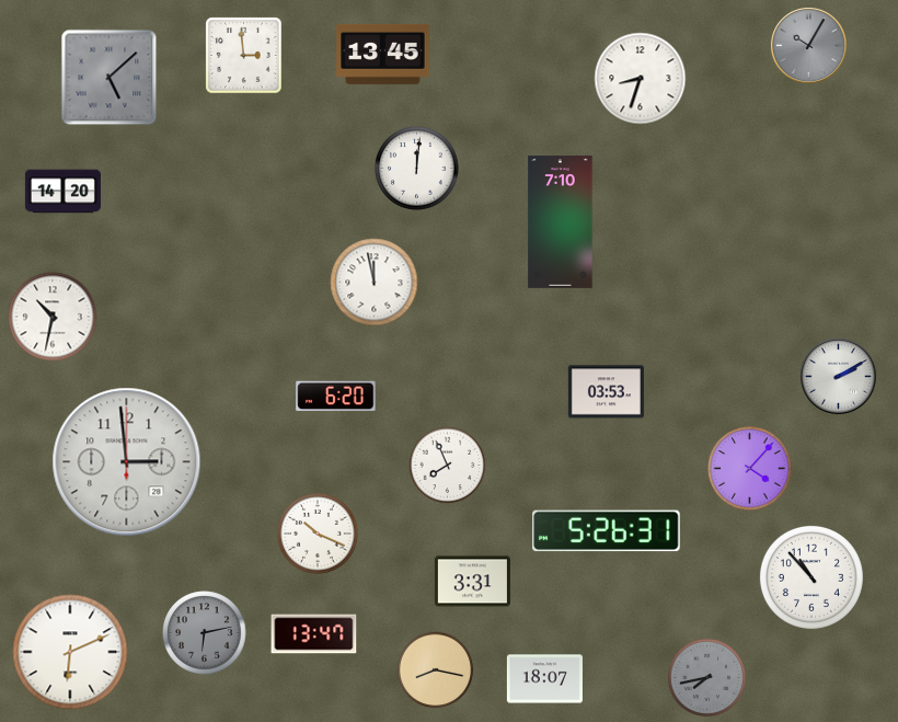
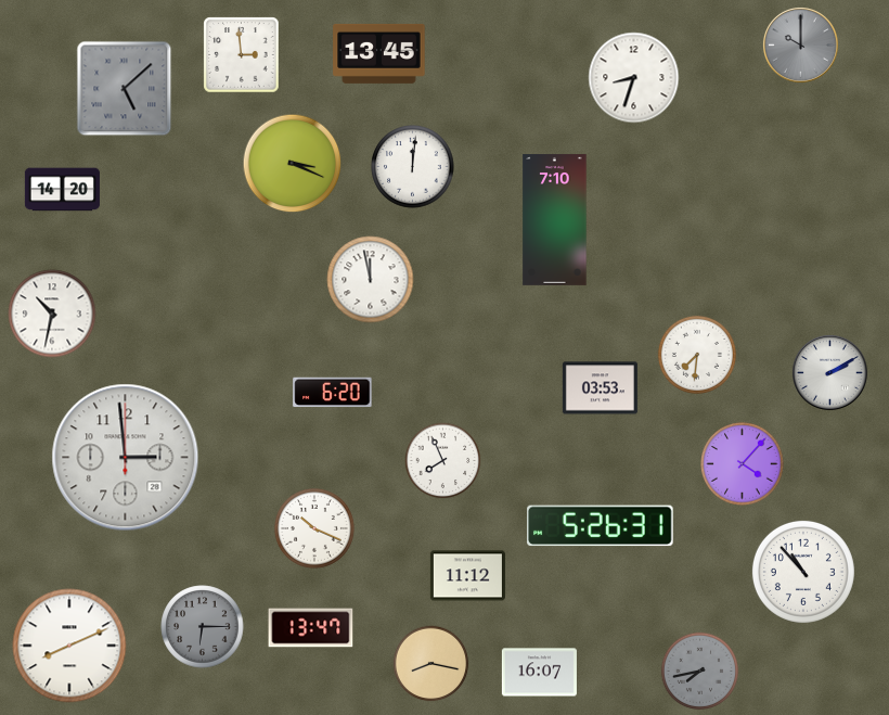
clock at (808, 45): 10:05 -> 10:00
clock at (110, 78) position: (110, 78) -> (125, 89)
clock at (293, 164): none -> 3:19
clock at (697, 355): none -> 7:31
clock at (472, 582): 3:31 -> 11:12
clock at (205, 633): 6:13 -> 6:15
clock at (70, 652): 6:11 -> 8:11
clock at (544, 679): 18:07 -> 16:07
